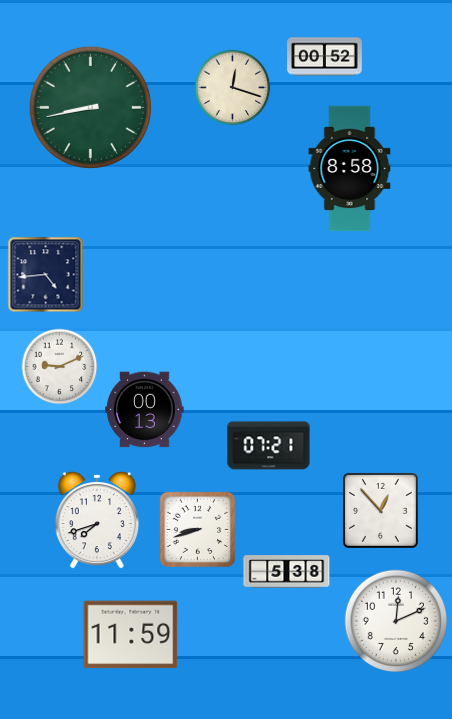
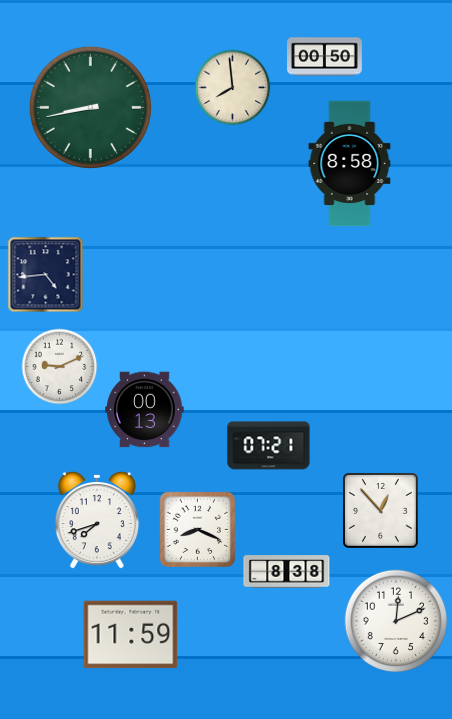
clock at (325, 57): 00:52 -> 00:50
clock at (233, 88): 12:18 -> 7:59
clock at (350, 169) position: (350, 169) -> (350, 164)
clock at (197, 529): 8:42 -> 8:19
clock at (287, 572): 5:38 -> 8:38
